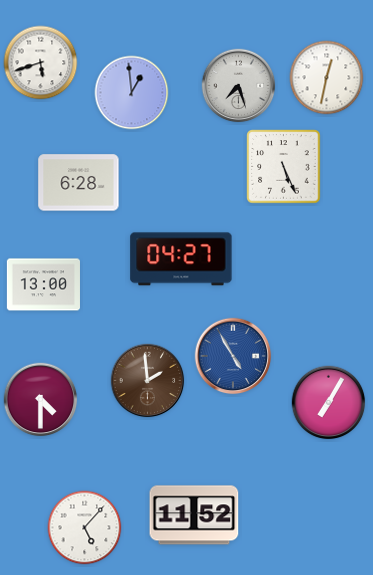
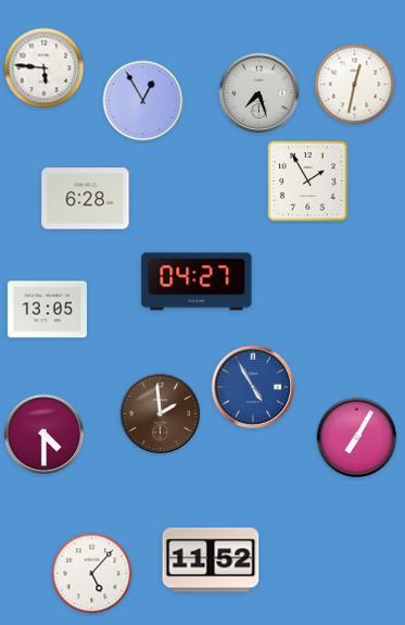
clock at (41, 63): 5:42 -> 5:46
clock at (132, 93): 12:59 -> 12:55
clock at (284, 167): 5:26 -> 1:55
clock at (43, 285): 13:00 -> 13:05
